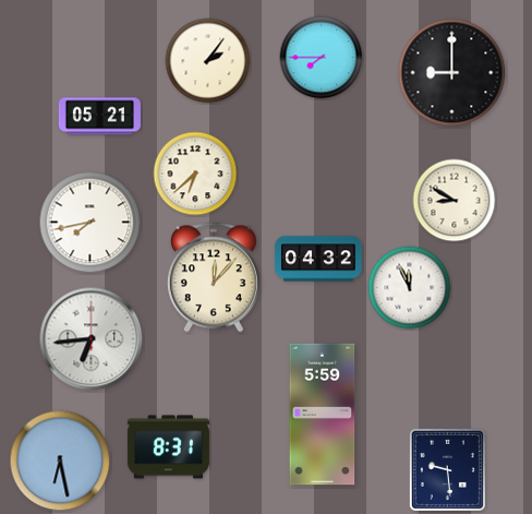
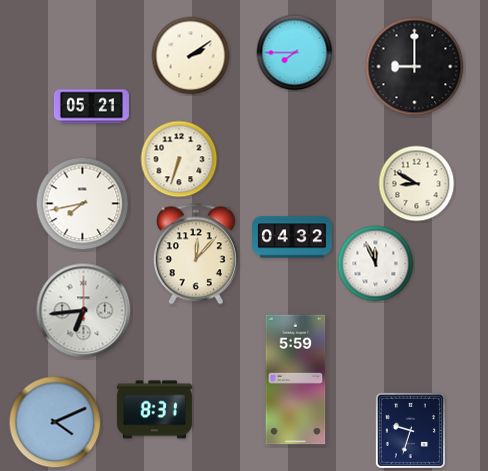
clock at (208, 61): 2:06 -> 2:09
clock at (195, 174): 6:38 -> 6:33
clock at (60, 461): 6:28 -> 4:11
clock at (447, 469): 9:29 -> 9:33
